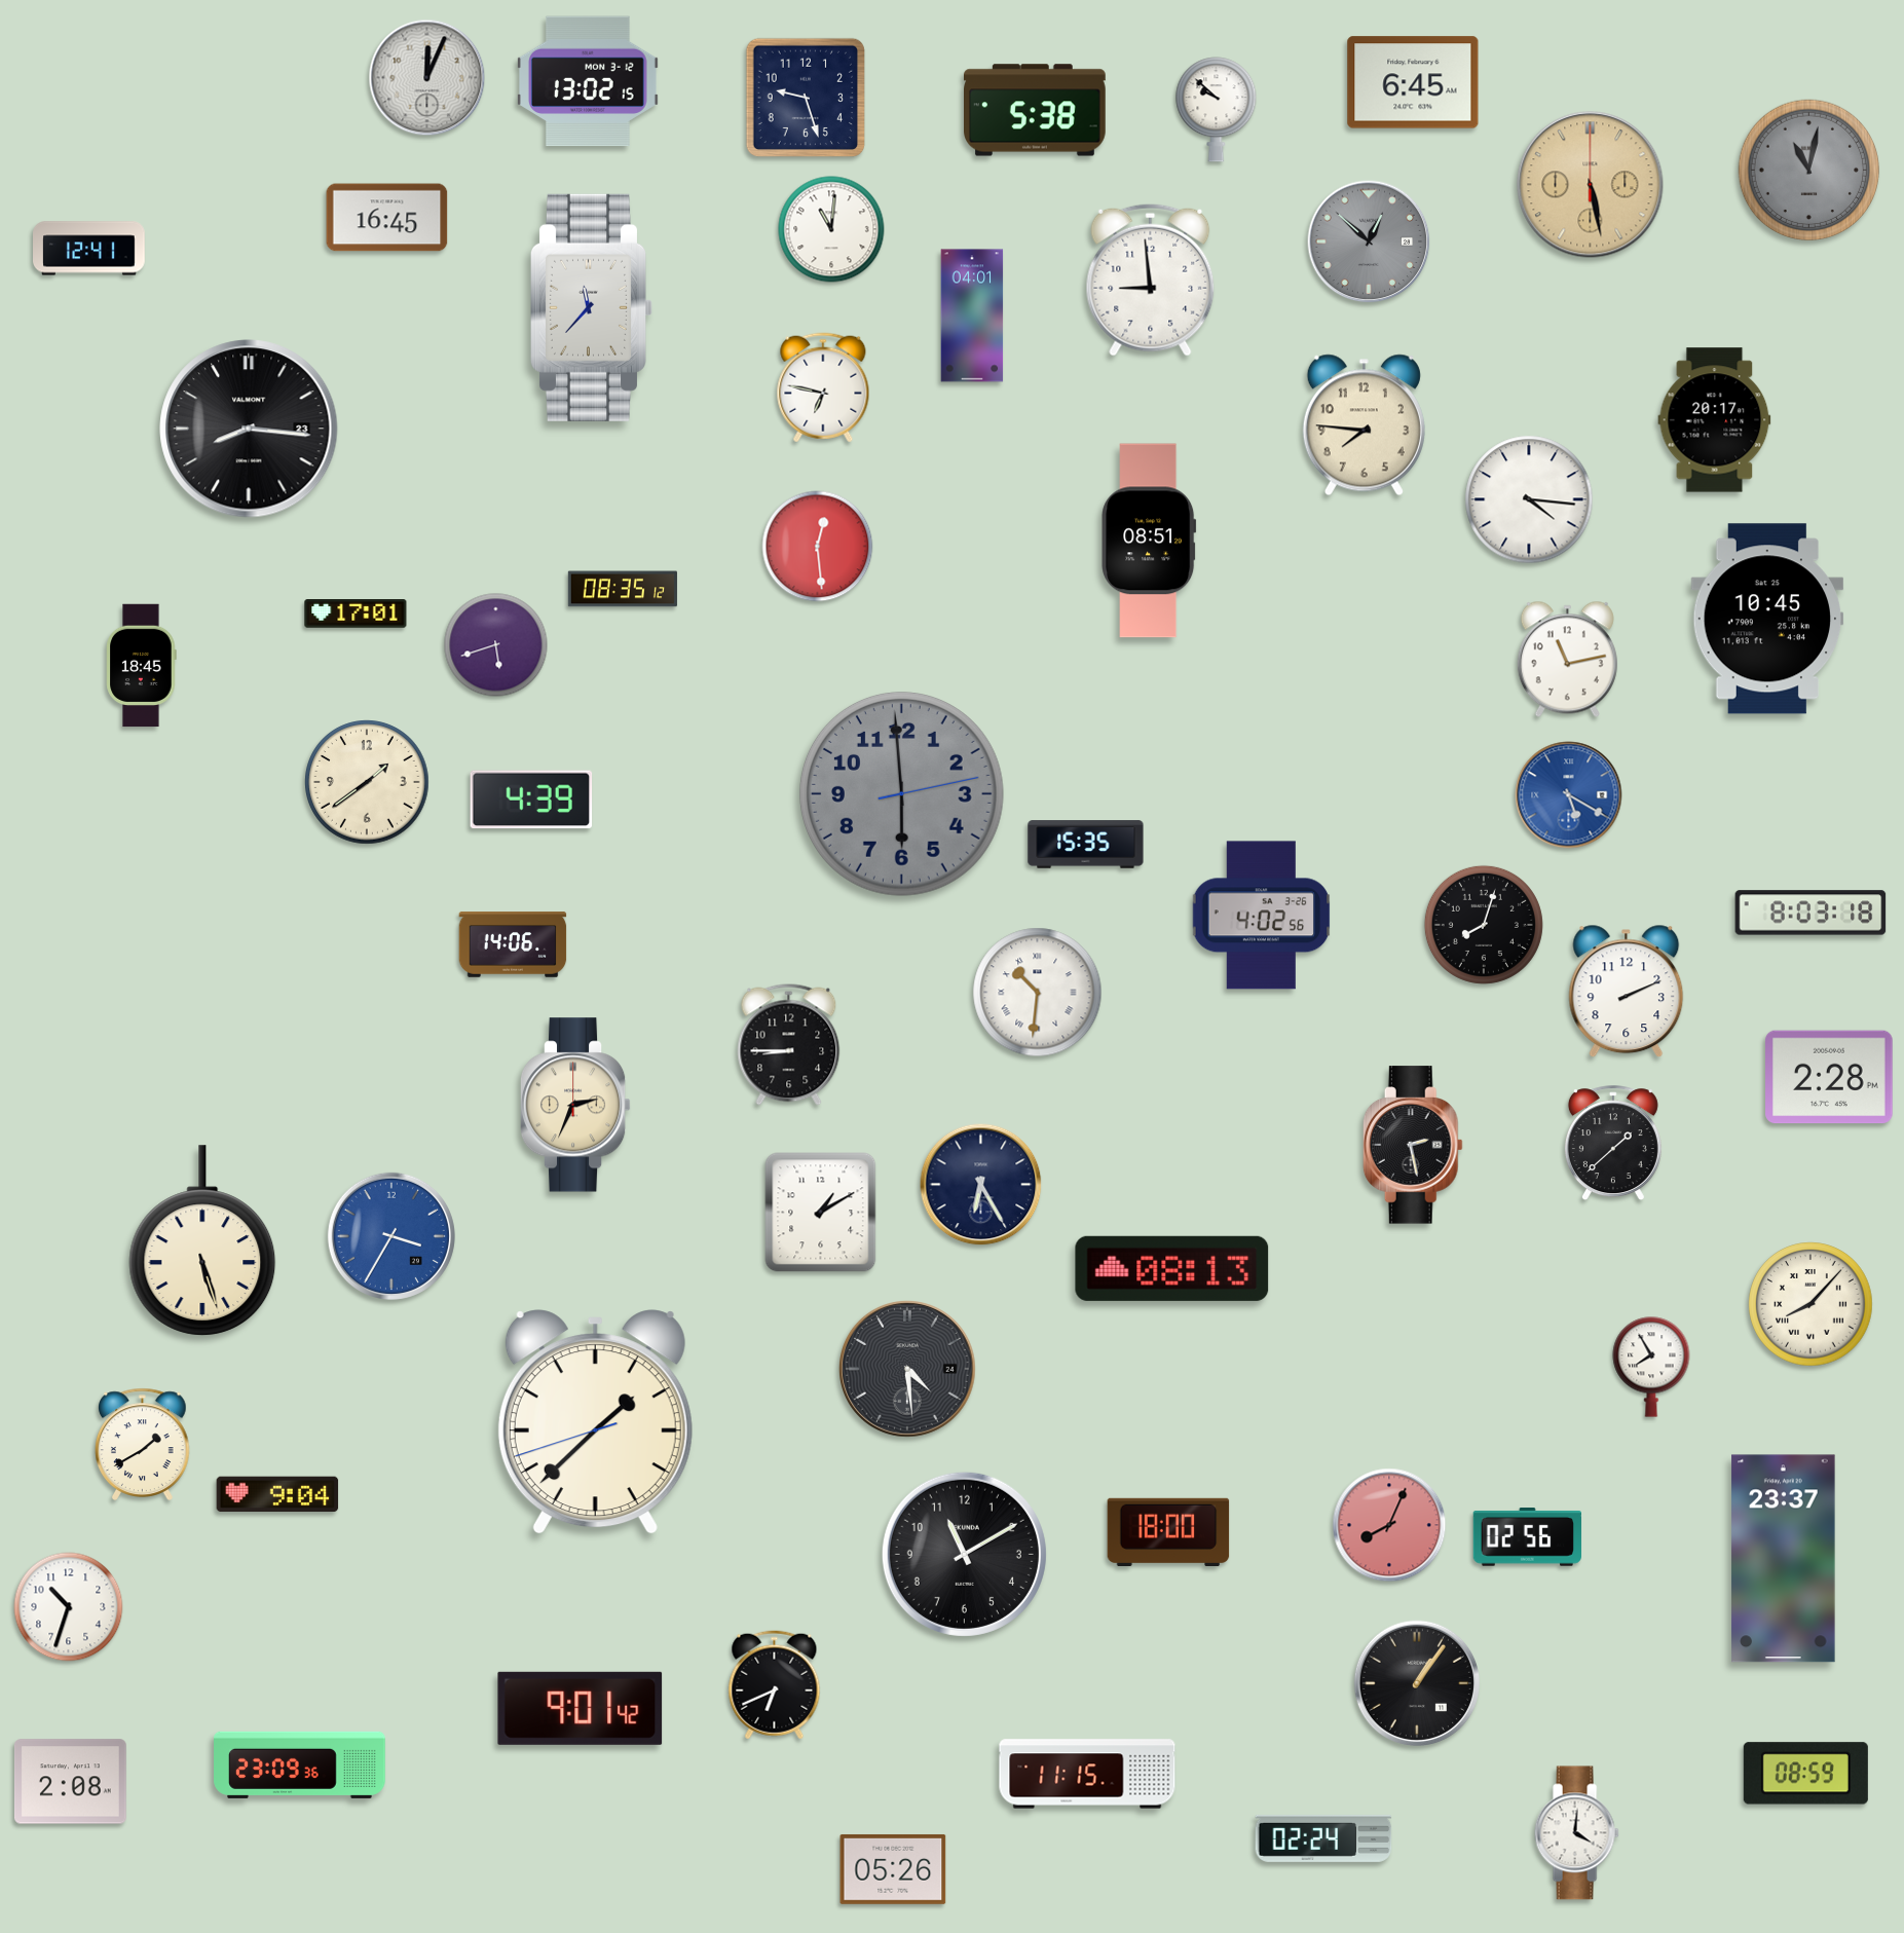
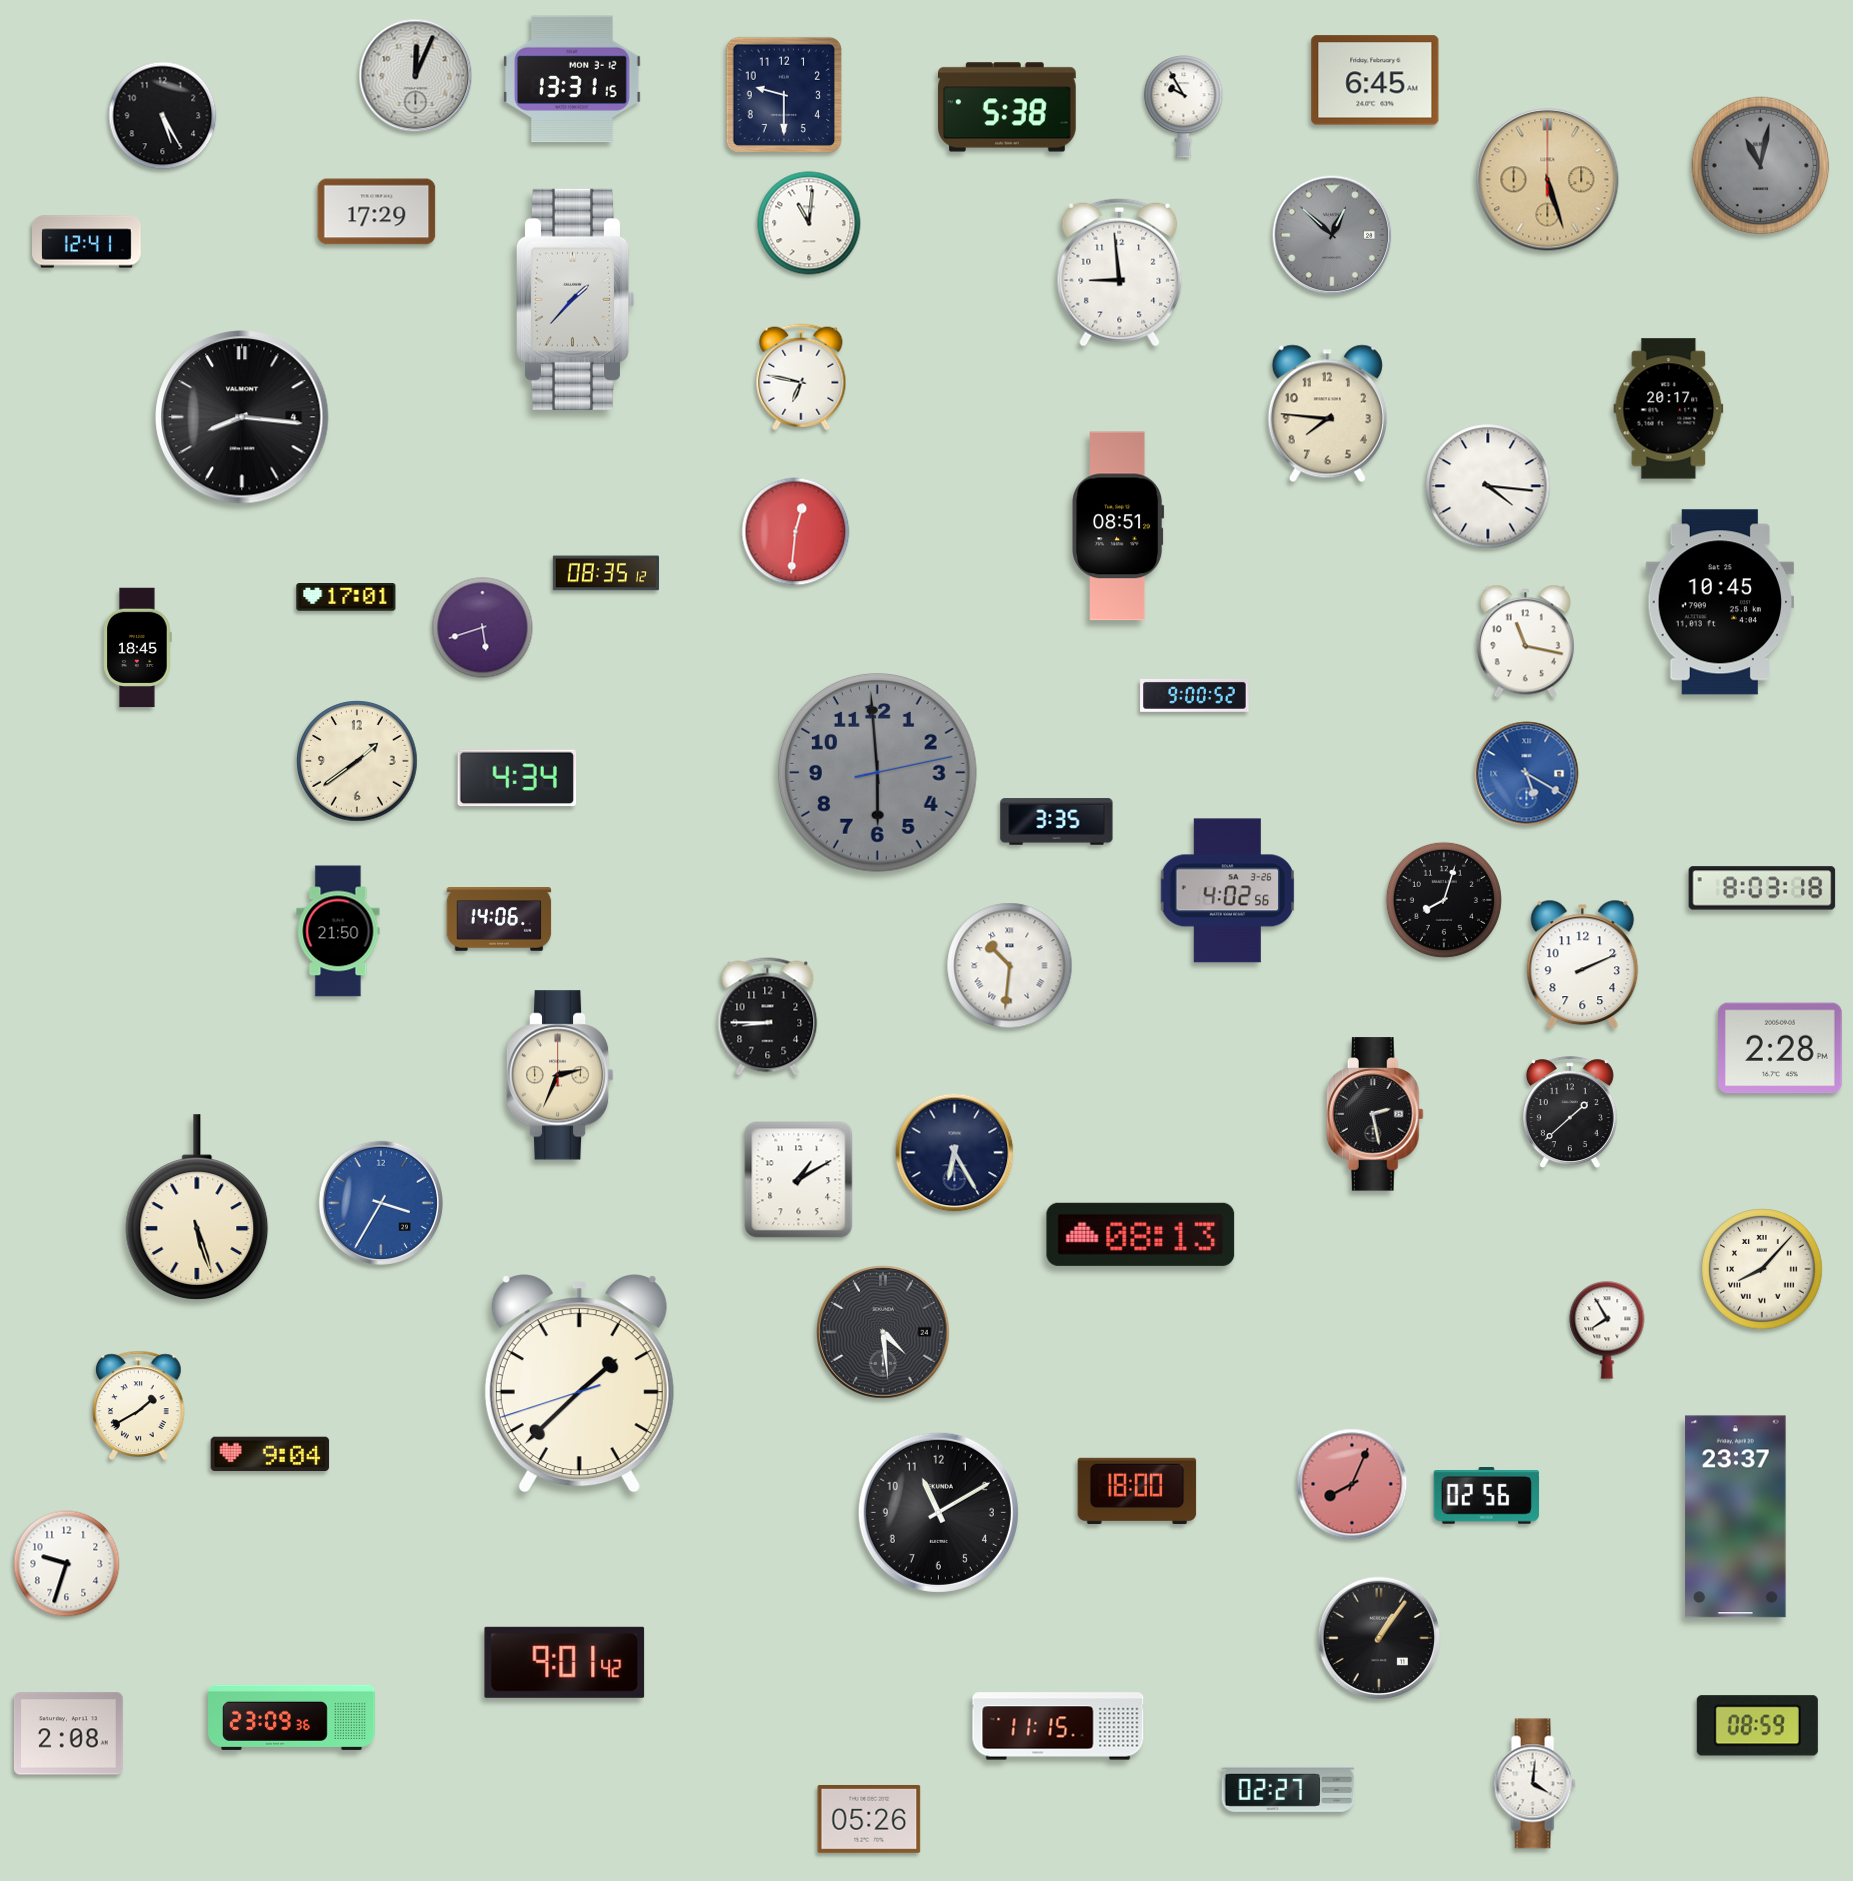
clock at (589, 81): 13:02 -> 13:31
clock at (806, 98): 9:27 -> 9:30
clock at (1217, 110): 9:52 -> 9:55
clock at (163, 116): none -> 5:25
clock at (1591, 185): 5:28 -> 5:27
clock at (387, 218): 16:45 -> 17:29
clock at (591, 307): 11:37 -> 1:37
clock at (972, 315): 04:01 -> none
clock at (249, 429) date: 23 -> 4
clock at (818, 547): 12:29 -> 12:31
clock at (1567, 660): 11:13 -> 11:17
clock at (1195, 696): none -> 9:00
clock at (531, 800): 4:39 -> 4:34
clock at (1086, 845): 15:35 -> 3:35
clock at (338, 931): none -> 21:50
clock at (69, 1607): 10:33 -> 9:33
clock at (775, 1685): 6:41 -> none
clock at (1323, 1838): 02:24 -> 02:27
